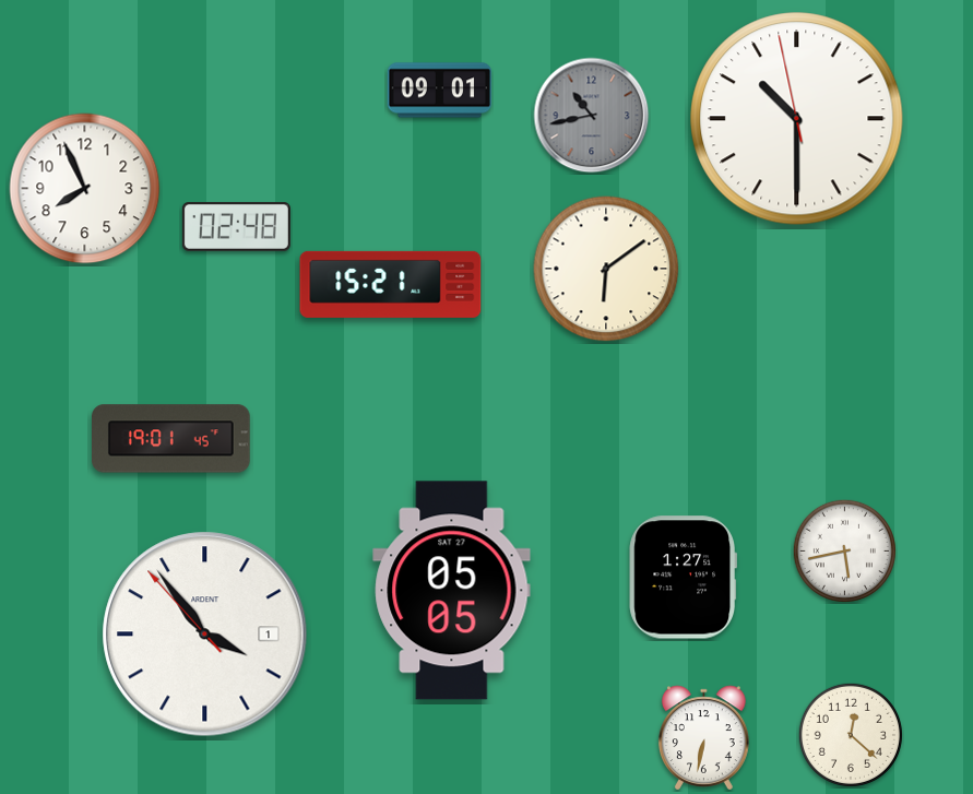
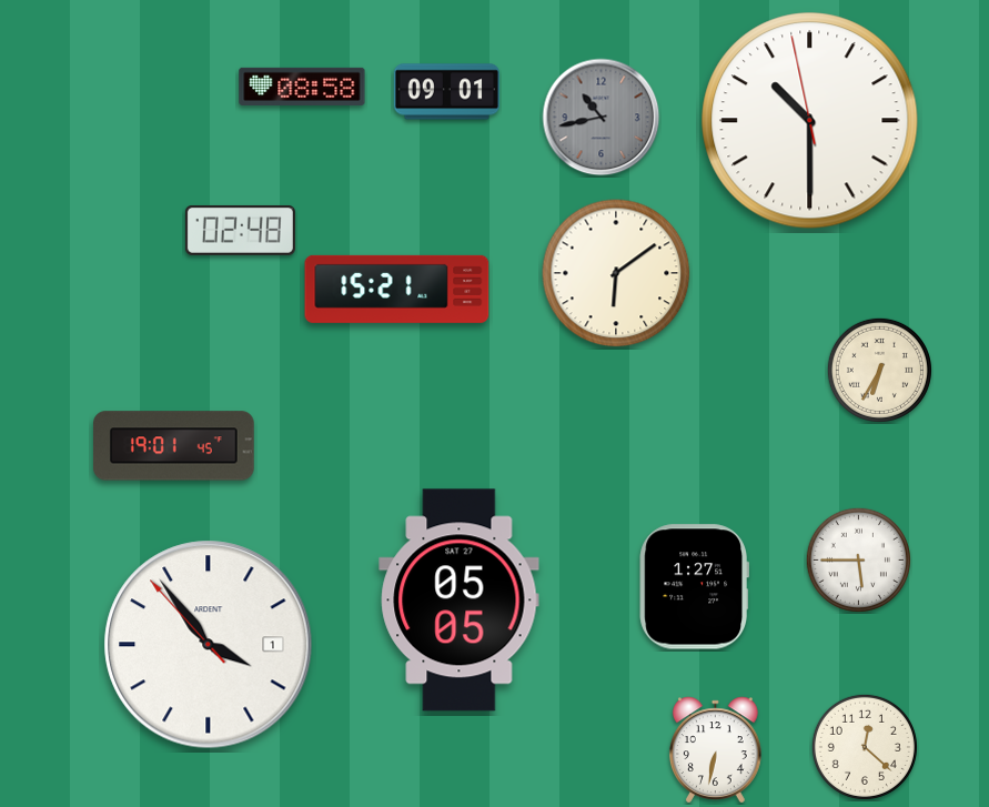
clock at (302, 87): none -> 08:58
clock at (85, 189): 7:56 -> none
clock at (879, 370): none -> 6:35
clock at (844, 550): 5:43 -> 5:45
